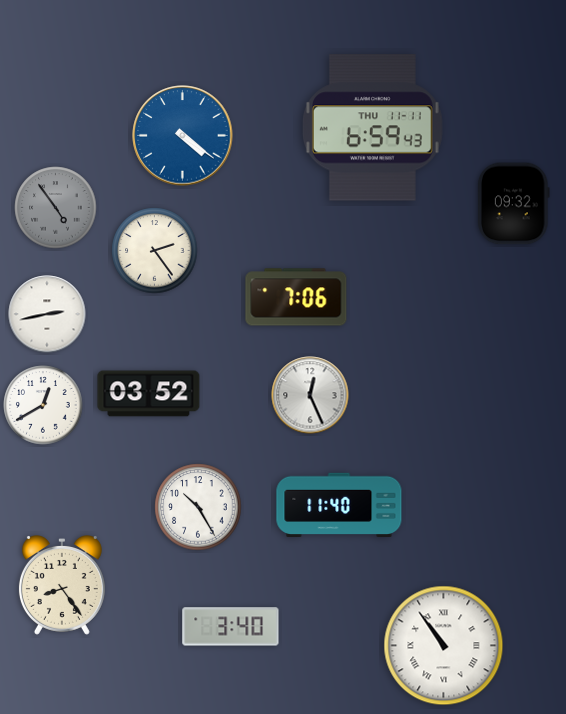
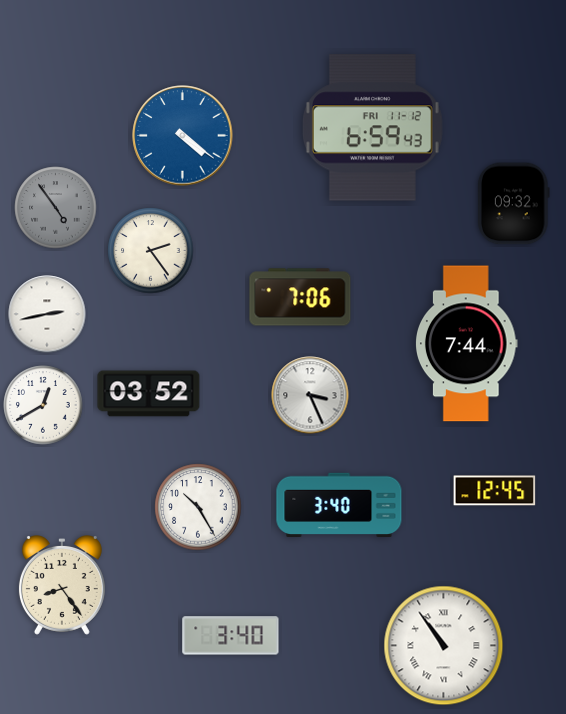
clock at (372, 128) date: THU 11-11 -> FRI 11-12
clock at (155, 251) position: (155, 251) -> (151, 251)
clock at (296, 297) position: (296, 297) -> (300, 297)
clock at (467, 344): none -> 7:44
clock at (310, 395): 12:26 -> 3:26
clock at (495, 491): none -> 12:45
clock at (339, 504): 11:40 -> 3:40
clock at (231, 627) position: (231, 627) -> (231, 636)
